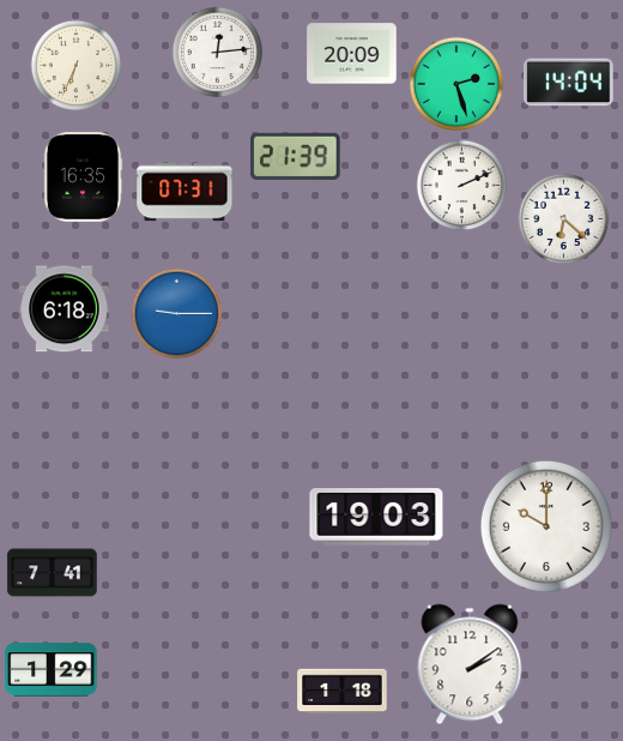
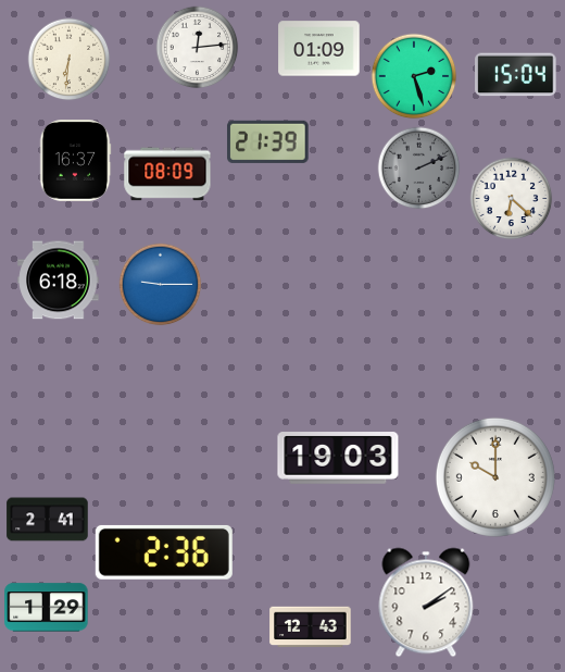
clock at (352, 54): 20:09 -> 01:09
clock at (77, 66): 6:34 -> 6:31
clock at (569, 83): 14:04 -> 15:04
clock at (83, 177): 16:35 -> 16:37
clock at (462, 186) dial: white -> grey
clock at (185, 192): 07:31 -> 08:09
clock at (376, 517) position: (376, 517) -> (338, 458)
clock at (53, 573): 7:41 -> 2:41
clock at (164, 552): none -> 2:36
clock at (343, 692): 1:18 -> 12:43
